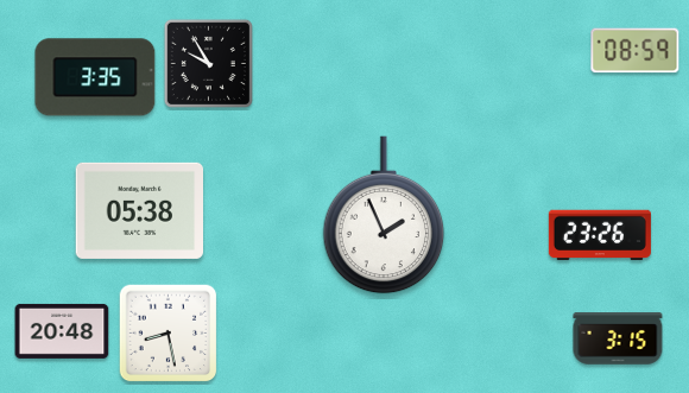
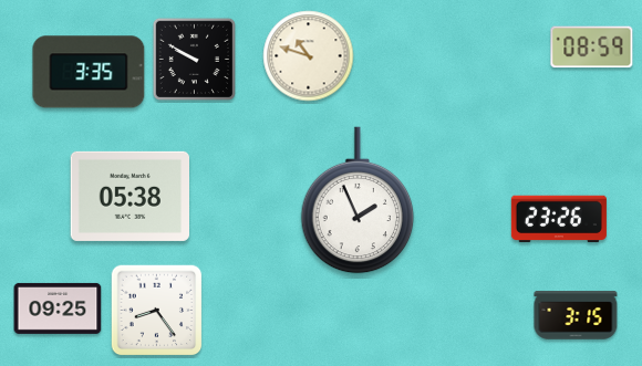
clock at (309, 56): none -> 10:48
clock at (208, 63): 9:55 -> 9:50
clock at (62, 331): 20:48 -> 09:25
clock at (169, 334): 8:28 -> 8:24
